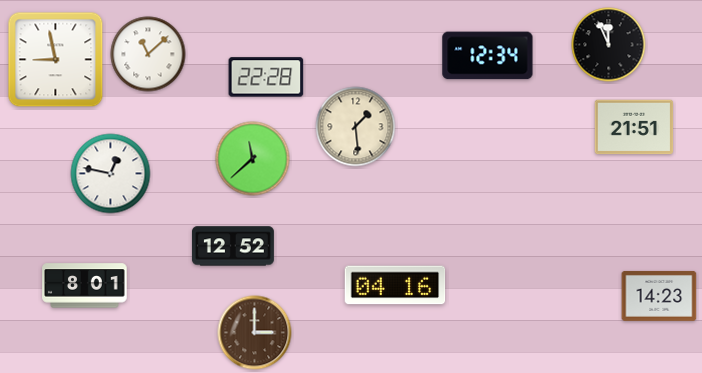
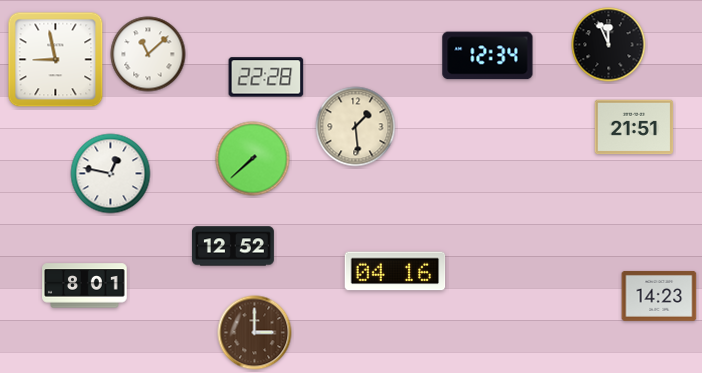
clock at (253, 159): 11:38 -> 7:38
clock at (395, 285) position: (395, 285) -> (395, 271)
